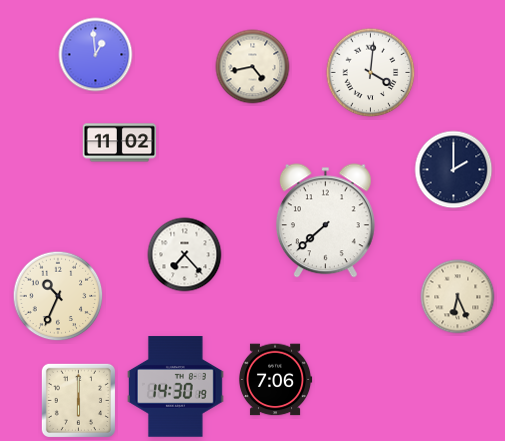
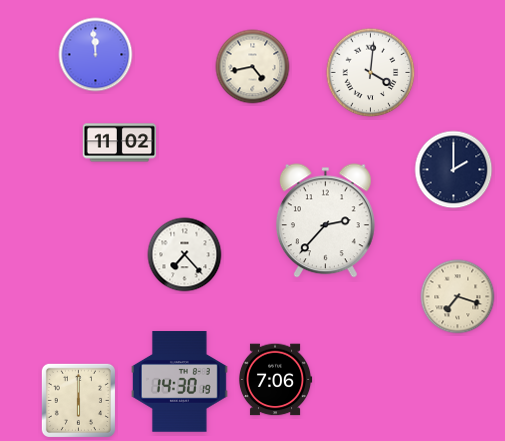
clock at (96, 55): 12:59 -> 11:59
clock at (325, 221): 7:38 -> 2:37
clock at (58, 296): 10:34 -> none
clock at (458, 297): 6:26 -> 7:18
clock at (175, 387) position: (175, 387) -> (179, 382)
